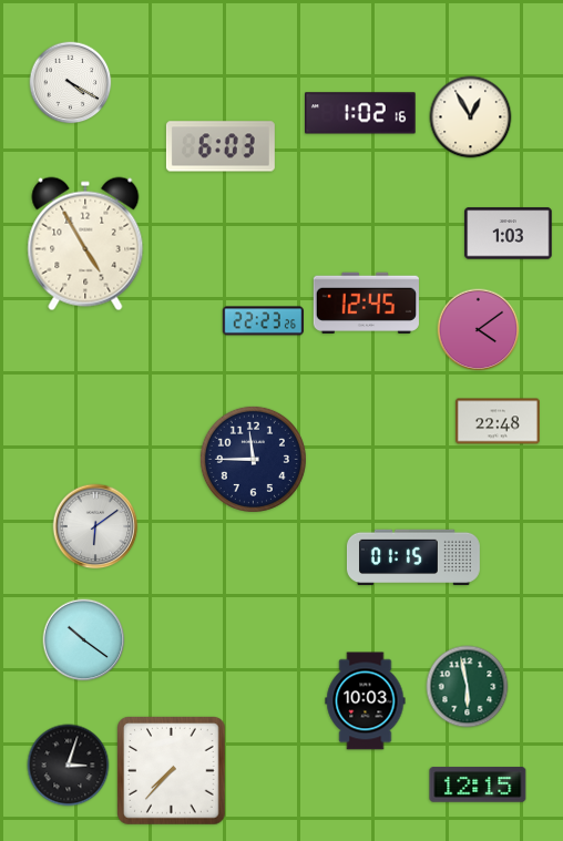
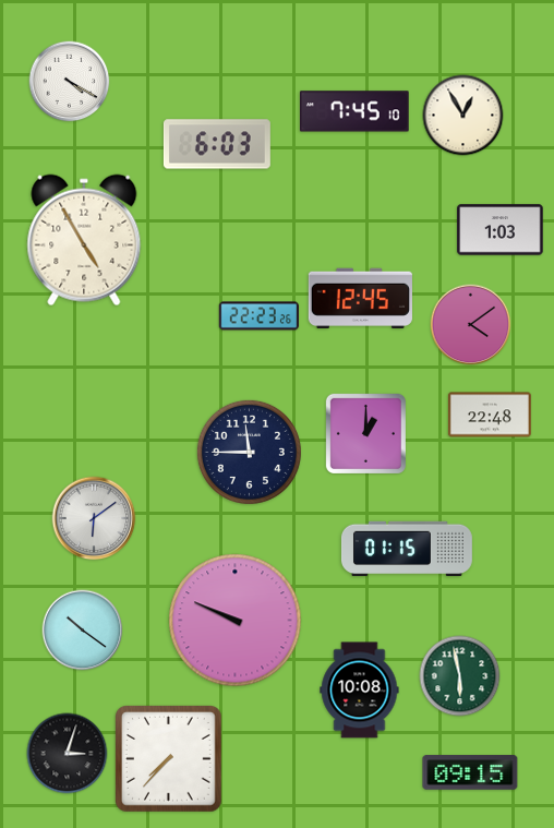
clock at (361, 113): 1:02 -> 7:45
clock at (365, 433): none -> 1:00
clock at (236, 621): none -> 9:49
clock at (366, 701): 10:03 -> 10:08
clock at (478, 784): 12:15 -> 09:15
